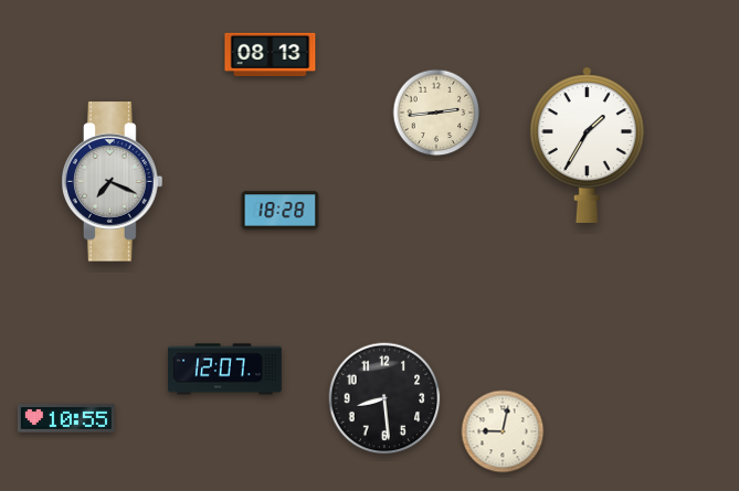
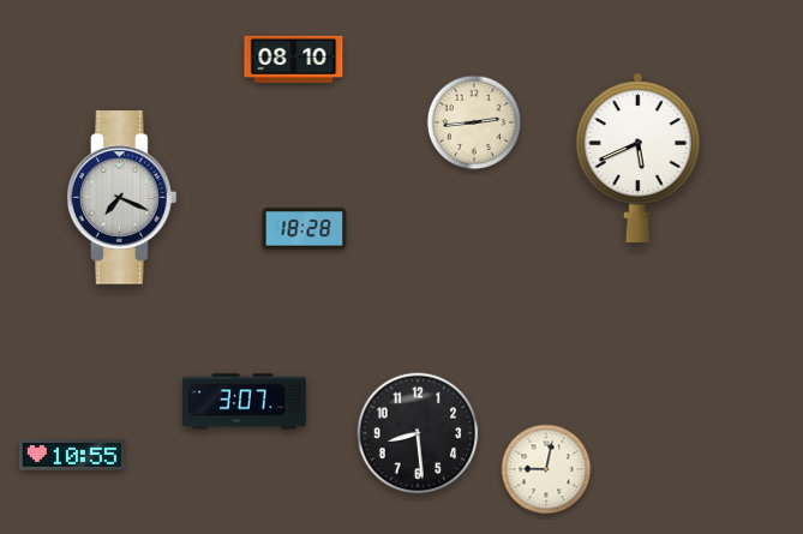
clock at (271, 54): 08:13 -> 08:10
clock at (587, 145): 1:35 -> 5:41
clock at (225, 370): 12:07 -> 3:07
